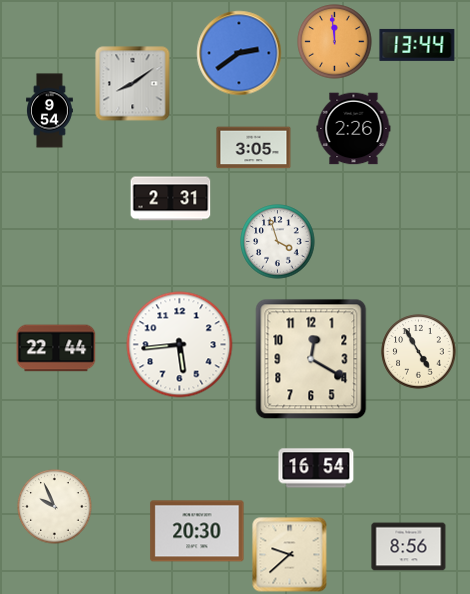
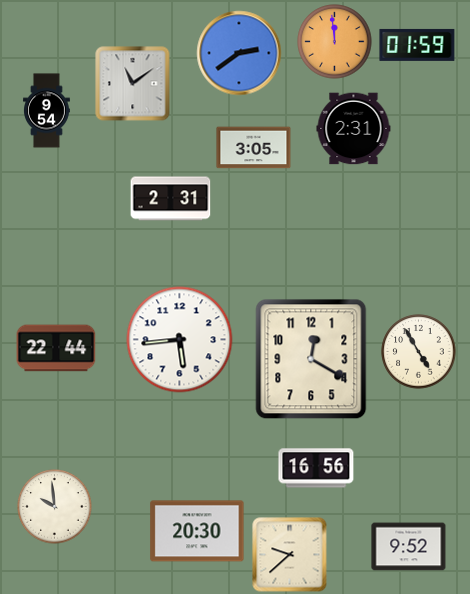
clock at (417, 45): 13:44 -> 01:59
clock at (133, 84): 8:09 -> 11:09
clock at (50, 111) position: (50, 111) -> (47, 111)
clock at (354, 129): 2:26 -> 2:31
clock at (278, 242): 3:57 -> none
clock at (180, 345) position: (180, 345) -> (180, 340)
clock at (316, 468): 16:54 -> 16:56
clock at (55, 507): 9:56 -> 9:59
clock at (409, 547): 8:56 -> 9:52
